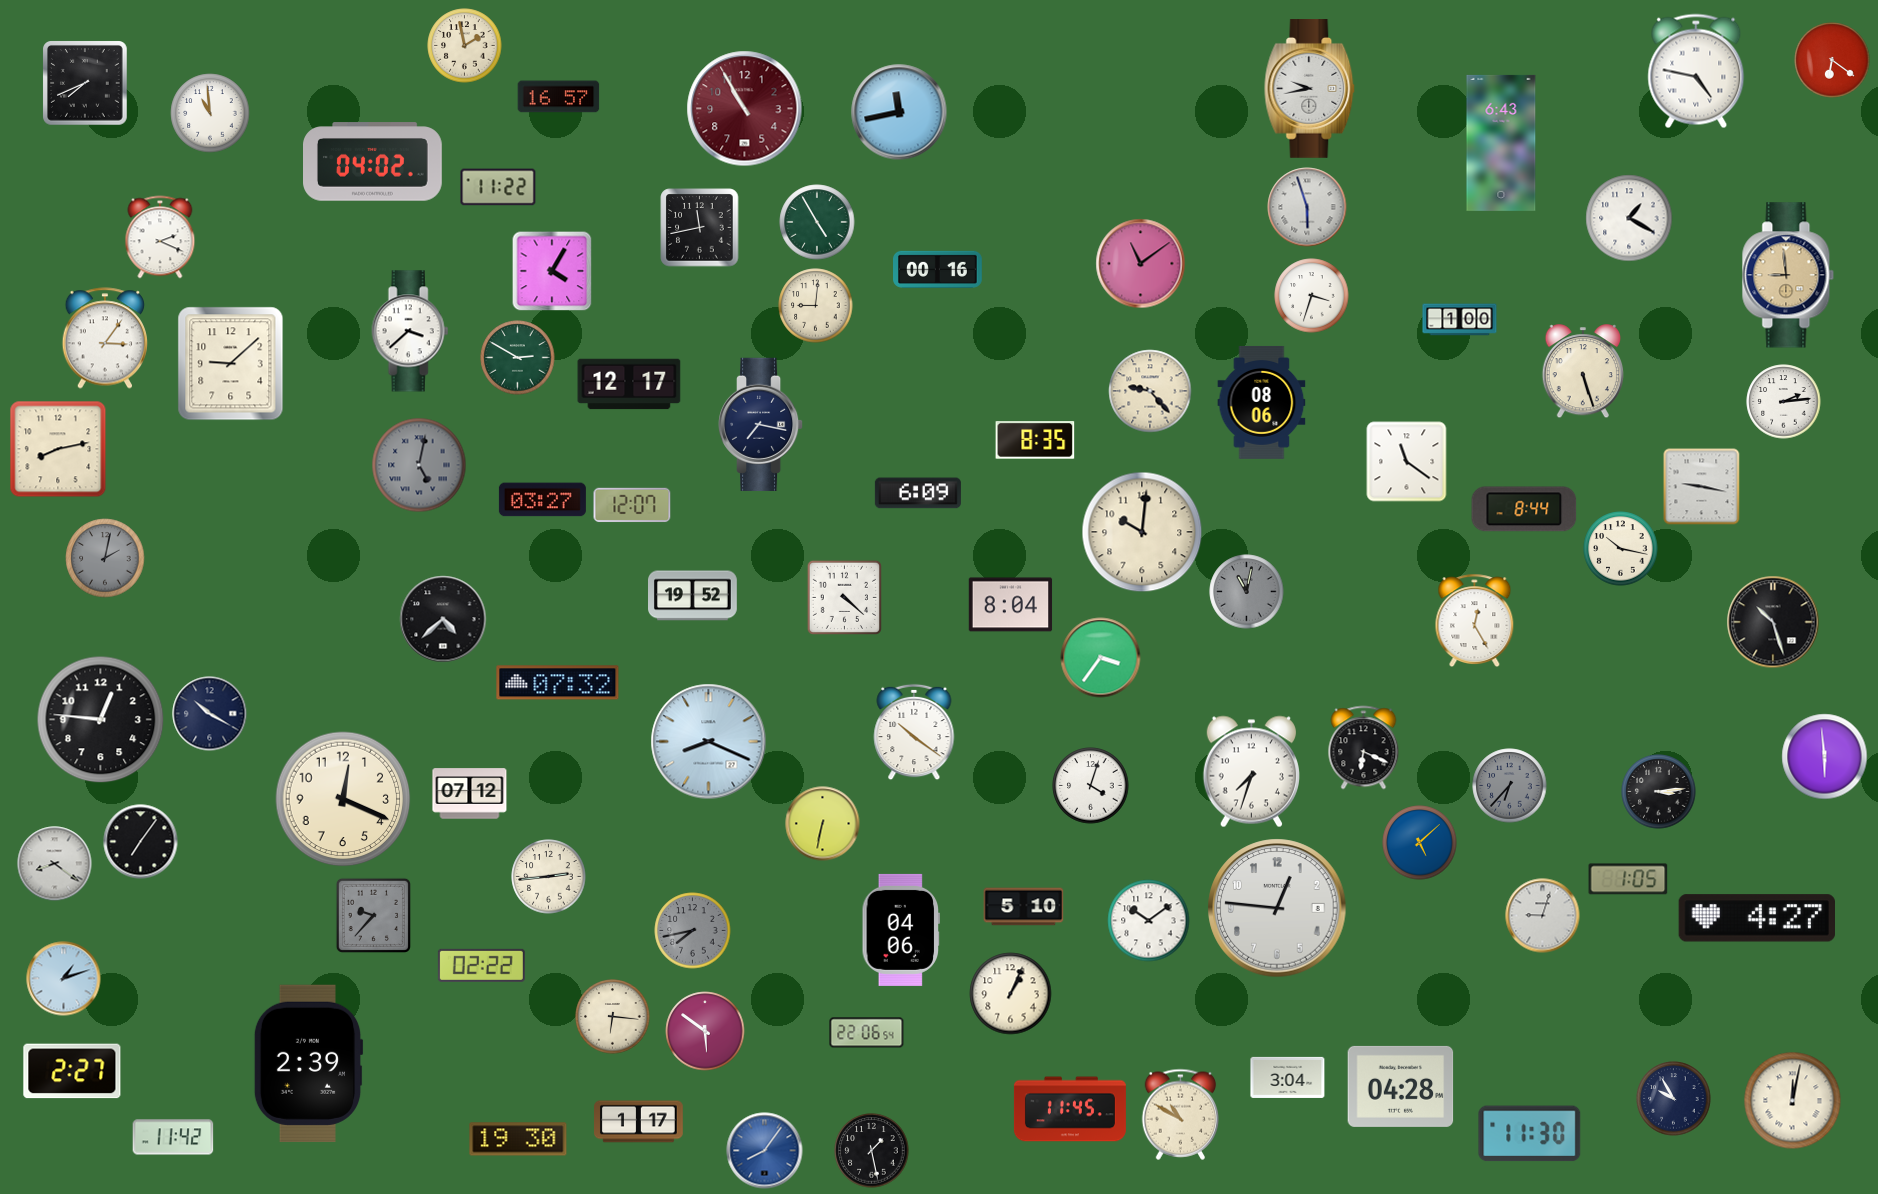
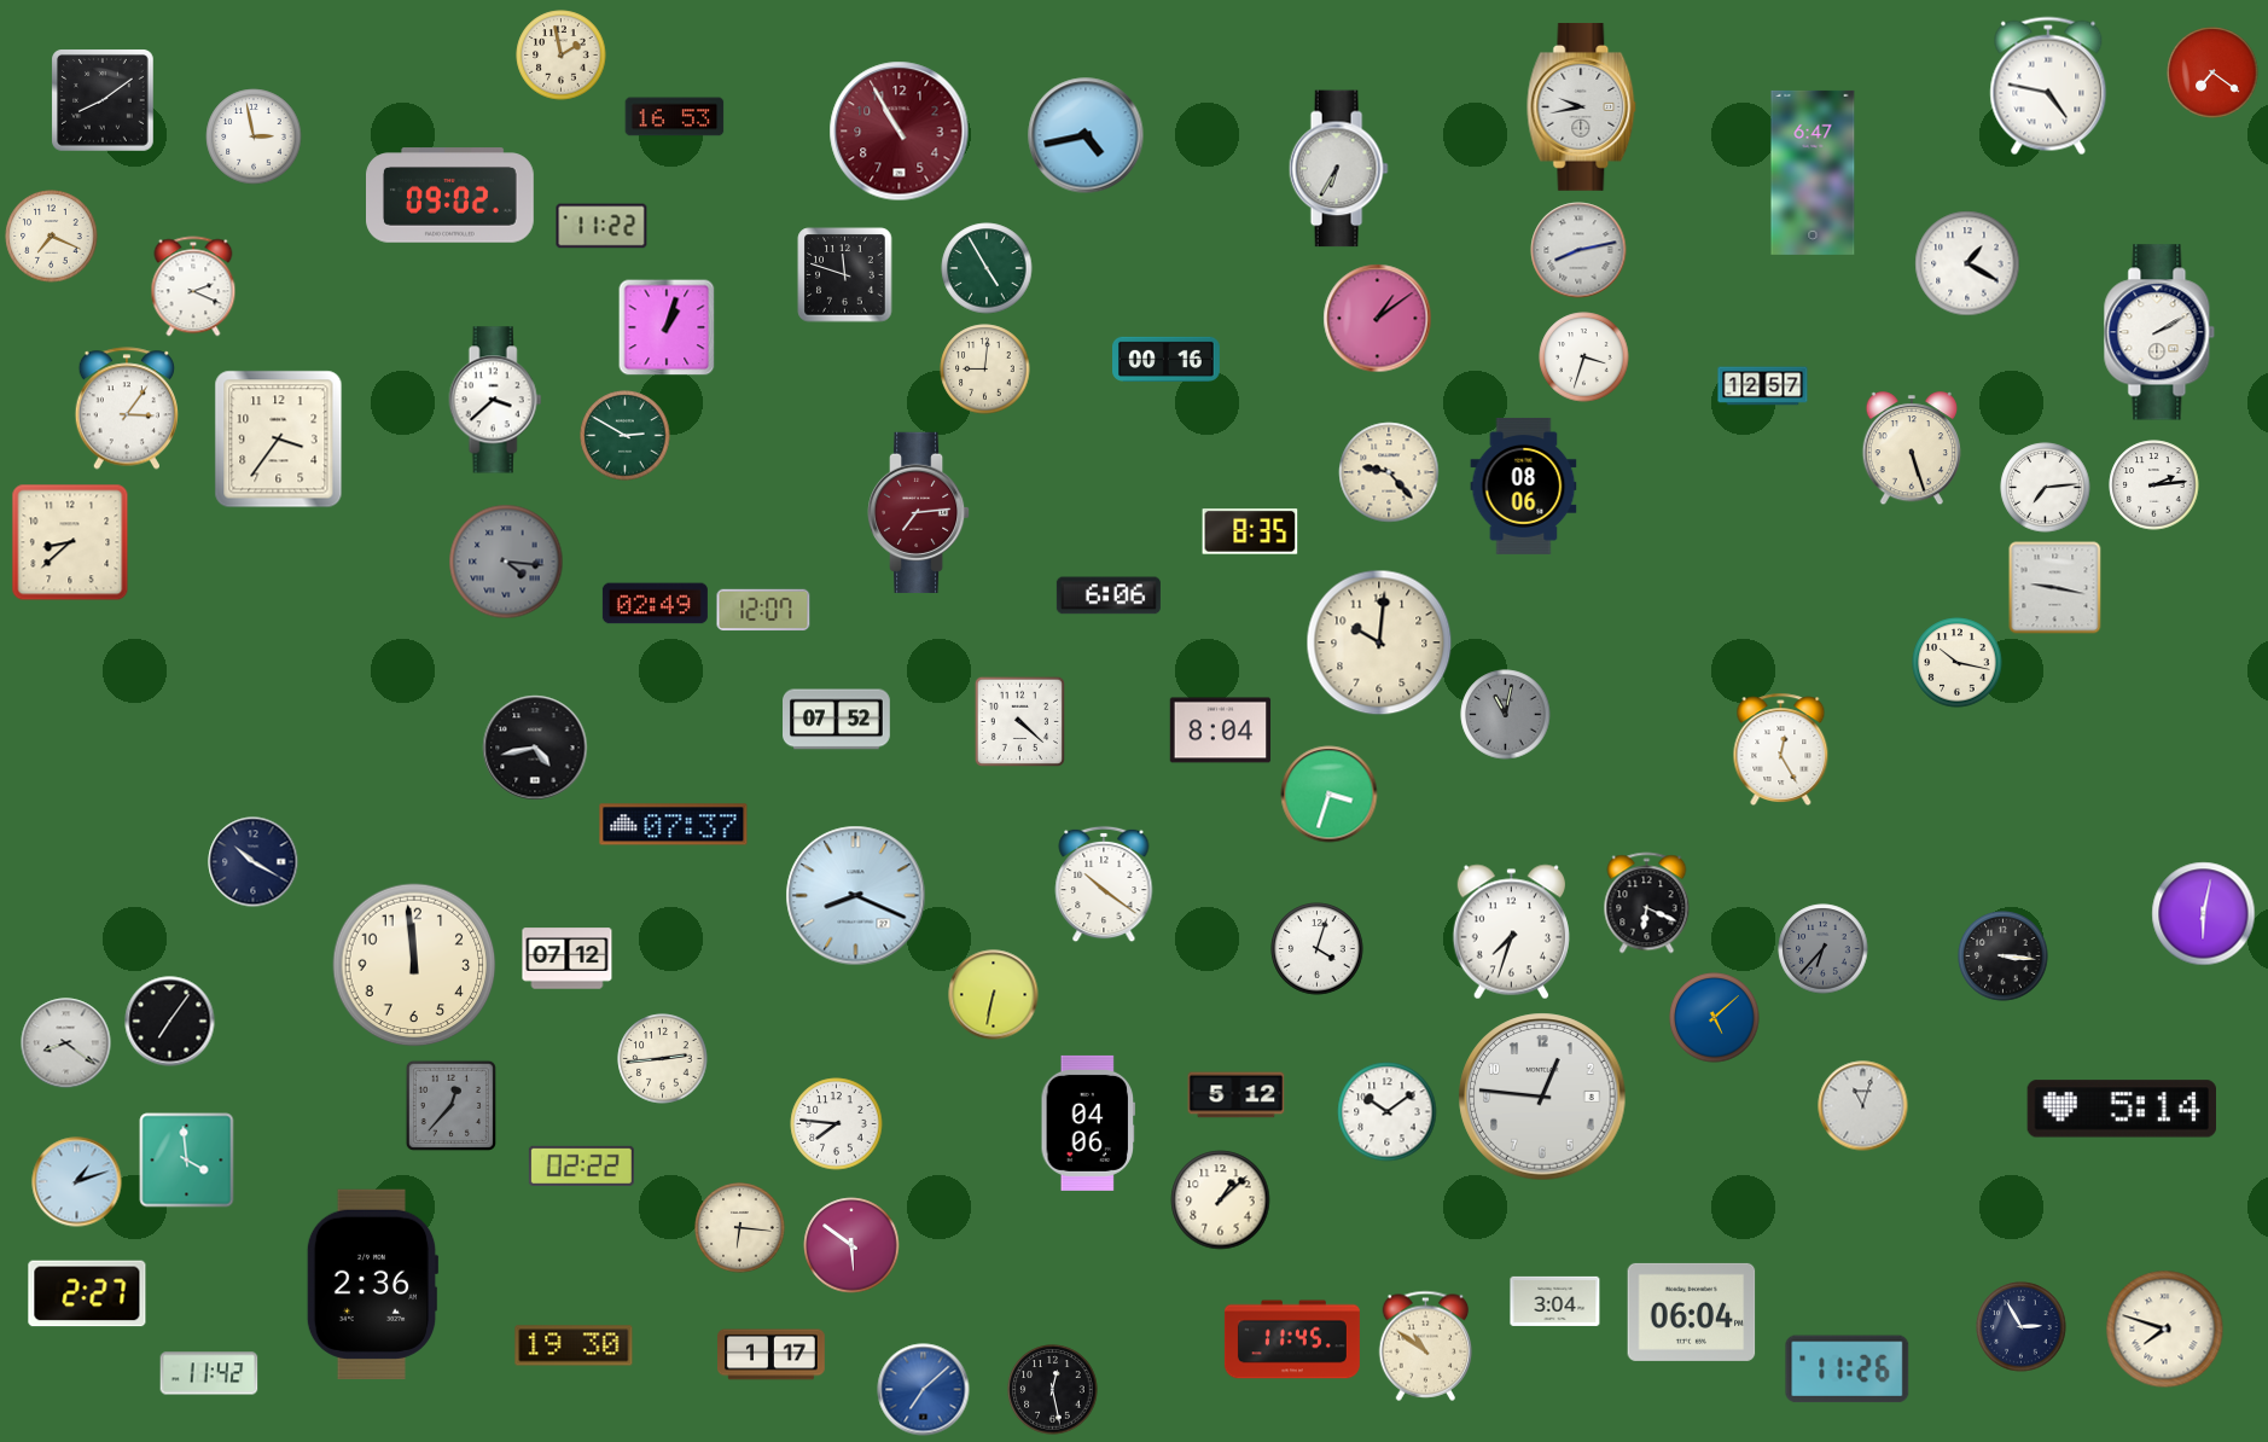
clock at (1832, 60): 6:21 -> 7:21
clock at (85, 83): 7:41 -> 8:09
clock at (559, 97): 16:57 -> 16:53
clock at (899, 112): 11:43 -> 4:43
clock at (210, 113): 10:59 -> 2:58
clock at (1338, 169): none -> 6:35
clock at (1501, 143): 6:43 -> 6:47
clock at (373, 162): 04:02 -> 09:02
clock at (52, 237): none -> 7:19
clock at (1307, 207): 5:57 -> 8:13
clock at (700, 228): 11:43 -> 11:48
clock at (1141, 264): 11:09 -> 1:09
clock at (938, 269) position: (938, 269) -> (1167, 359)
clock at (552, 271): 4:05 -> 1:03
clock at (1788, 275): 8:59 -> 2:10
clock at (1788, 275) dial: champagne -> white
clock at (1460, 320): 1:00 -> 12:57
clock at (518, 358) position: (518, 358) -> (626, 436)
clock at (231, 364): 9:08 -> 3:36
clock at (629, 384): 12:17 -> none
clock at (2046, 488): none -> 7:14
clock at (761, 424): 7:17 -> 7:14
clock at (761, 424) dial: navy -> burgundy
clock at (58, 449): 8:13 -> 8:38
clock at (1407, 462): 11:21 -> none
clock at (419, 465): 5:02 -> 4:16
clock at (918, 493): 6:09 -> 6:06
clock at (542, 500): 03:27 -> 02:49
clock at (1524, 509): 8:44 -> none
clock at (105, 558): 2:02 -> none
clock at (693, 596): 19:52 -> 07:52
clock at (443, 619): 4:38 -> 4:43
clock at (1773, 622): 10:27 -> none
clock at (1101, 658): 3:36 -> 3:33
clock at (558, 683): 07:32 -> 07:37
clock at (101, 720): 12:46 -> none
clock at (1825, 757): 5:59 -> 6:02
clock at (1659, 792): 3:14 -> 3:16
clock at (343, 799): 12:19 -> 11:59
clock at (141, 842) position: (141, 842) -> (170, 1022)
clock at (1628, 879): 1:05 -> none
clock at (1024, 907): 5:10 -> 5:12
clock at (373, 915): 9:37 -> 12:37
clock at (1543, 916): 9:03 -> 11:03
clock at (1756, 918): 4:27 -> 5:14
clock at (693, 931): 7:43 -> 7:46
clock at (693, 931) dial: grey -> white
clock at (187, 1161): none -> 3:59
clock at (1011, 994): 1:04 -> 1:08
clock at (867, 1033): 22:06 -> none
clock at (308, 1063): 2:39 -> 2:36
clock at (1401, 1086): 04:28 -> 06:04
clock at (1674, 1099): 9:55 -> 2:55
clock at (1793, 1101): 12:02 -> 7:48
clock at (1181, 1114): 10:50 -> 10:51
clock at (1530, 1134): 11:30 -> 11:26
clock at (518, 1139) position: (518, 1139) -> (574, 1345)
clock at (765, 1151): 8:06 -> 7:08
clock at (872, 1151): 1:28 -> 12:28
